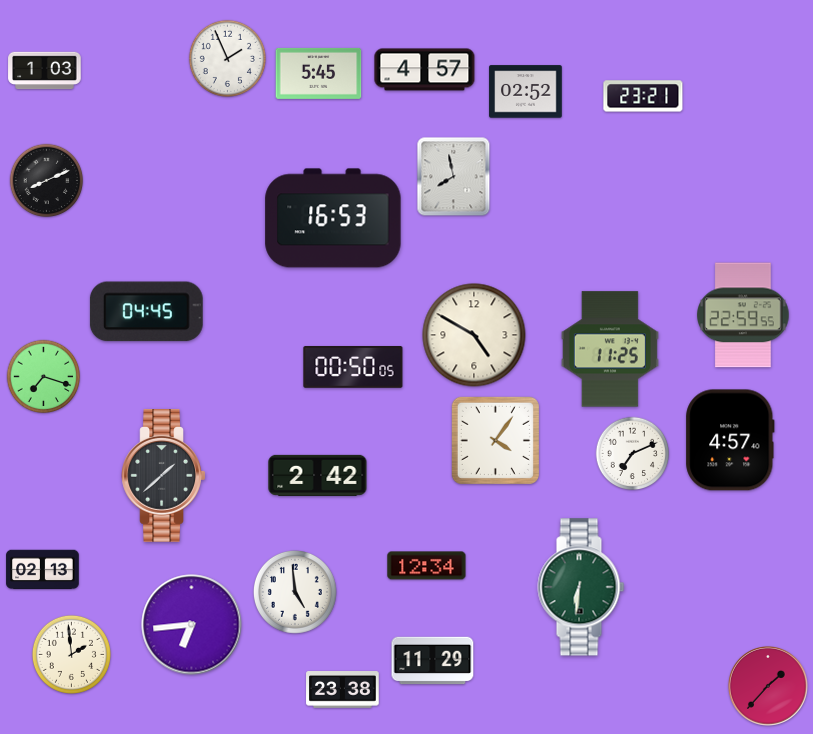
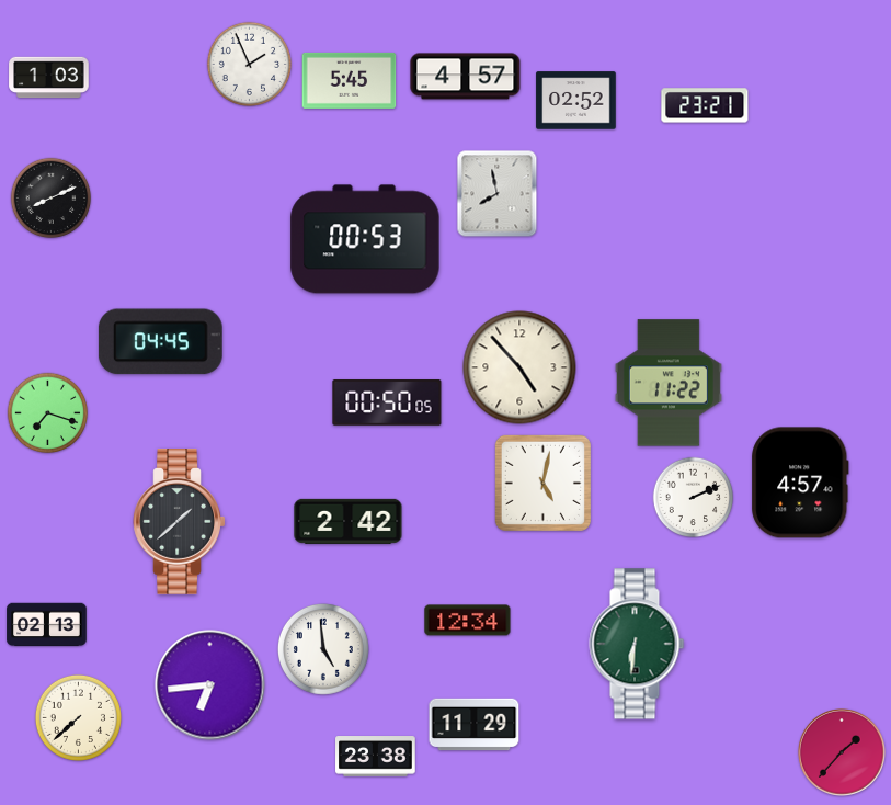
clock at (333, 218): 16:53 -> 00:53
clock at (743, 315): 22:59 -> none
clock at (474, 335): 4:50 -> 4:53
clock at (610, 349): 11:25 -> 11:22
clock at (495, 440): 4:06 -> 5:02
clock at (633, 454): 7:11 -> 2:11
clock at (71, 654): 1:59 -> 7:38
